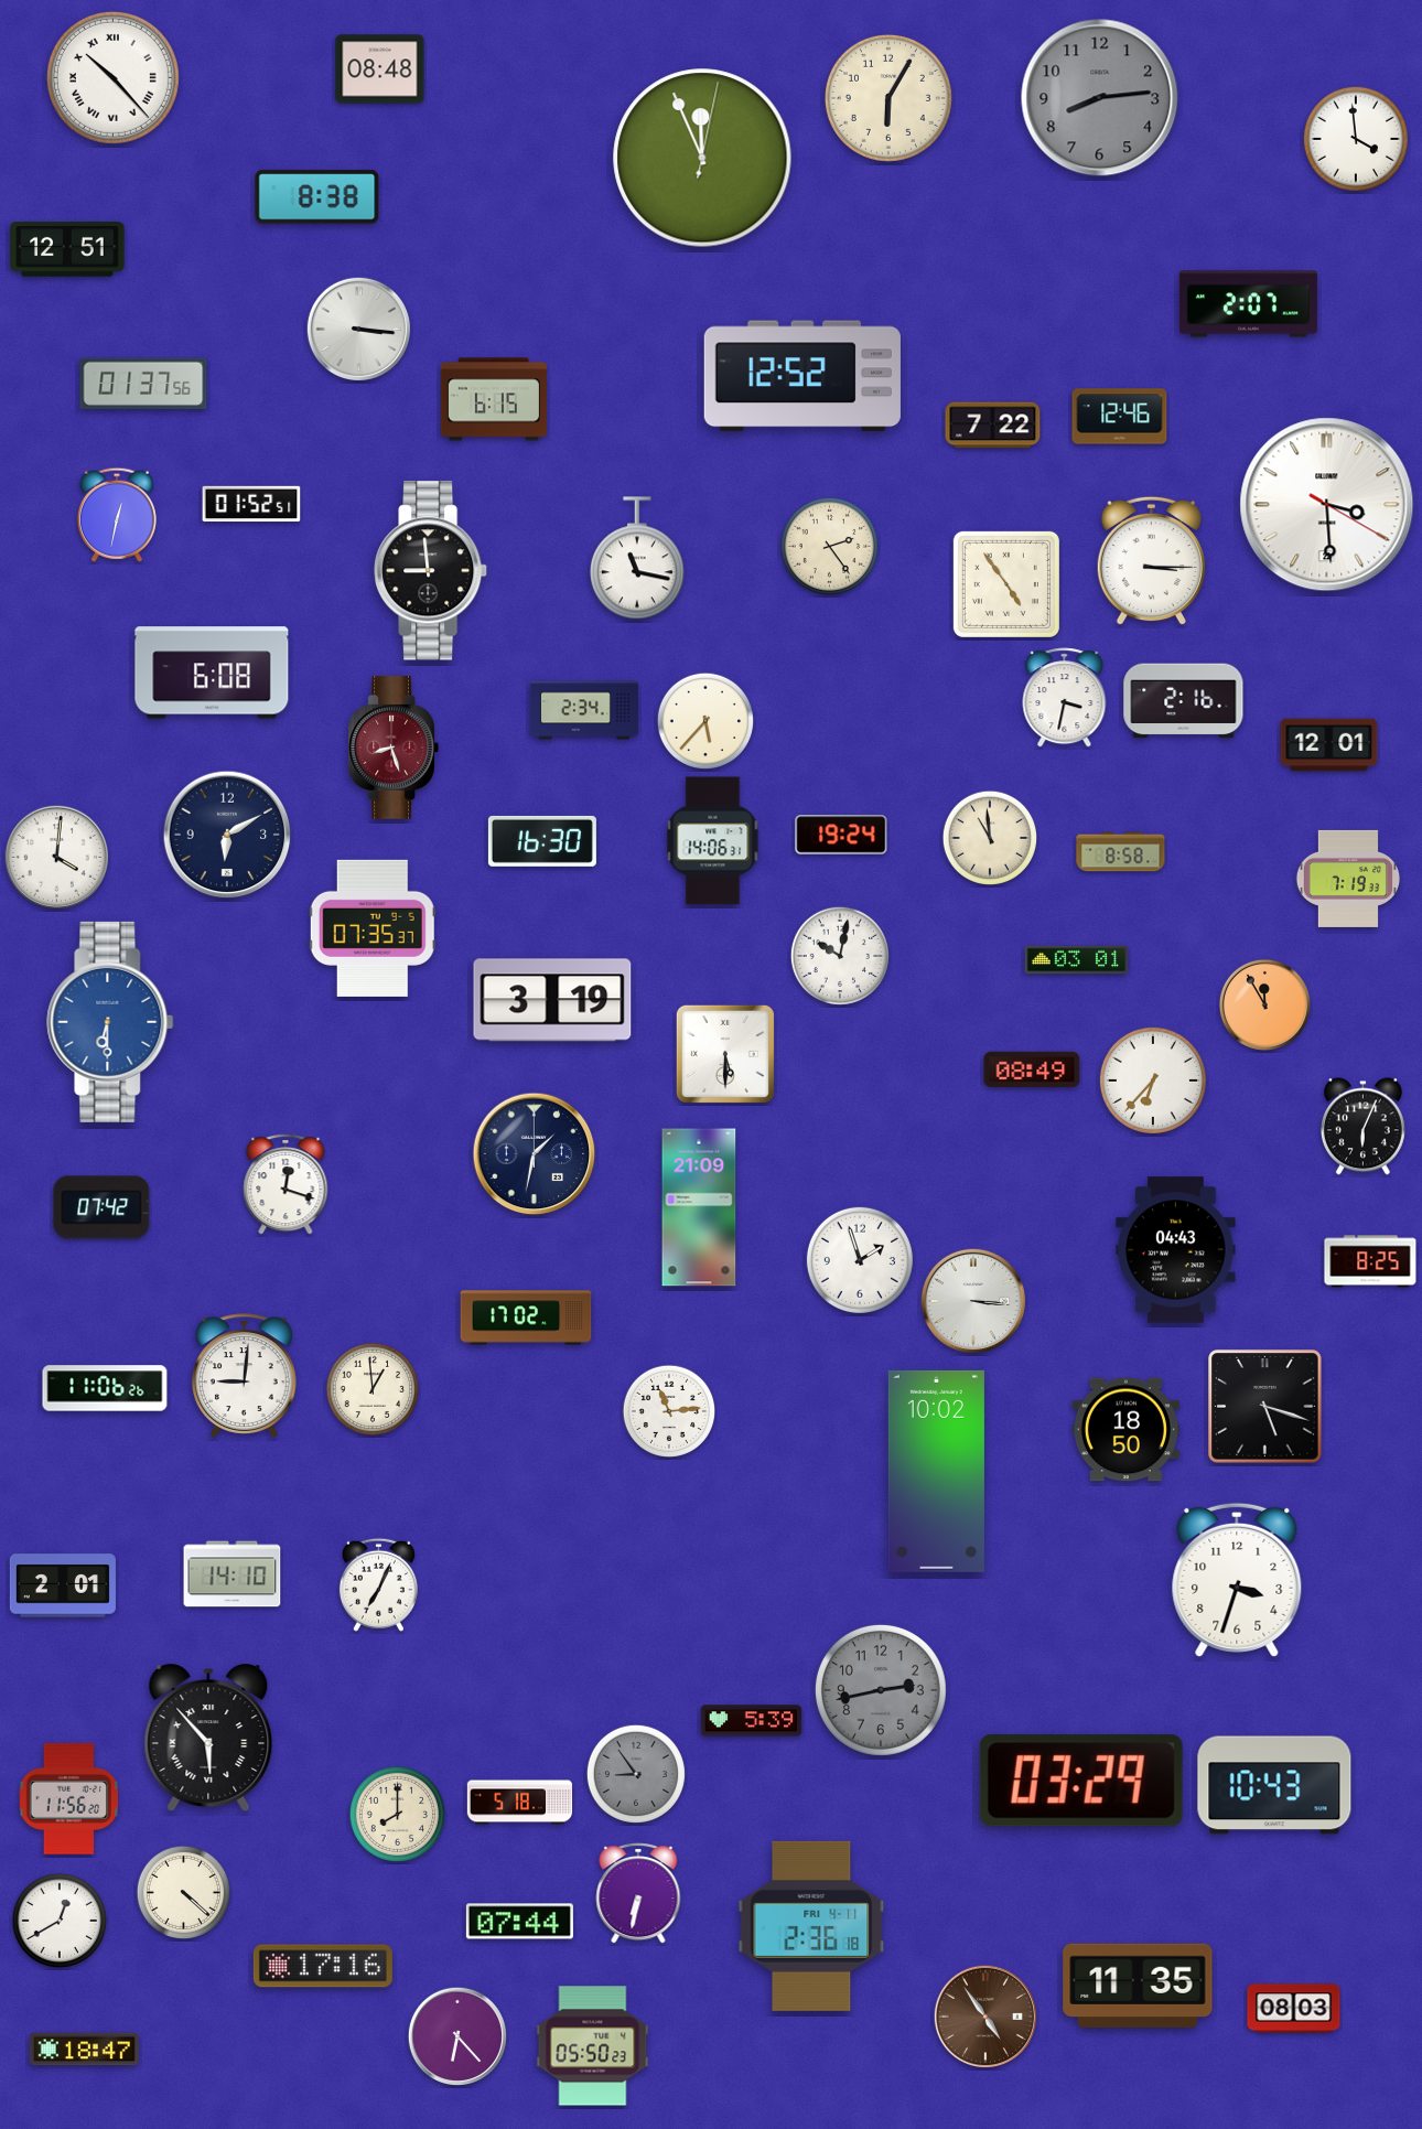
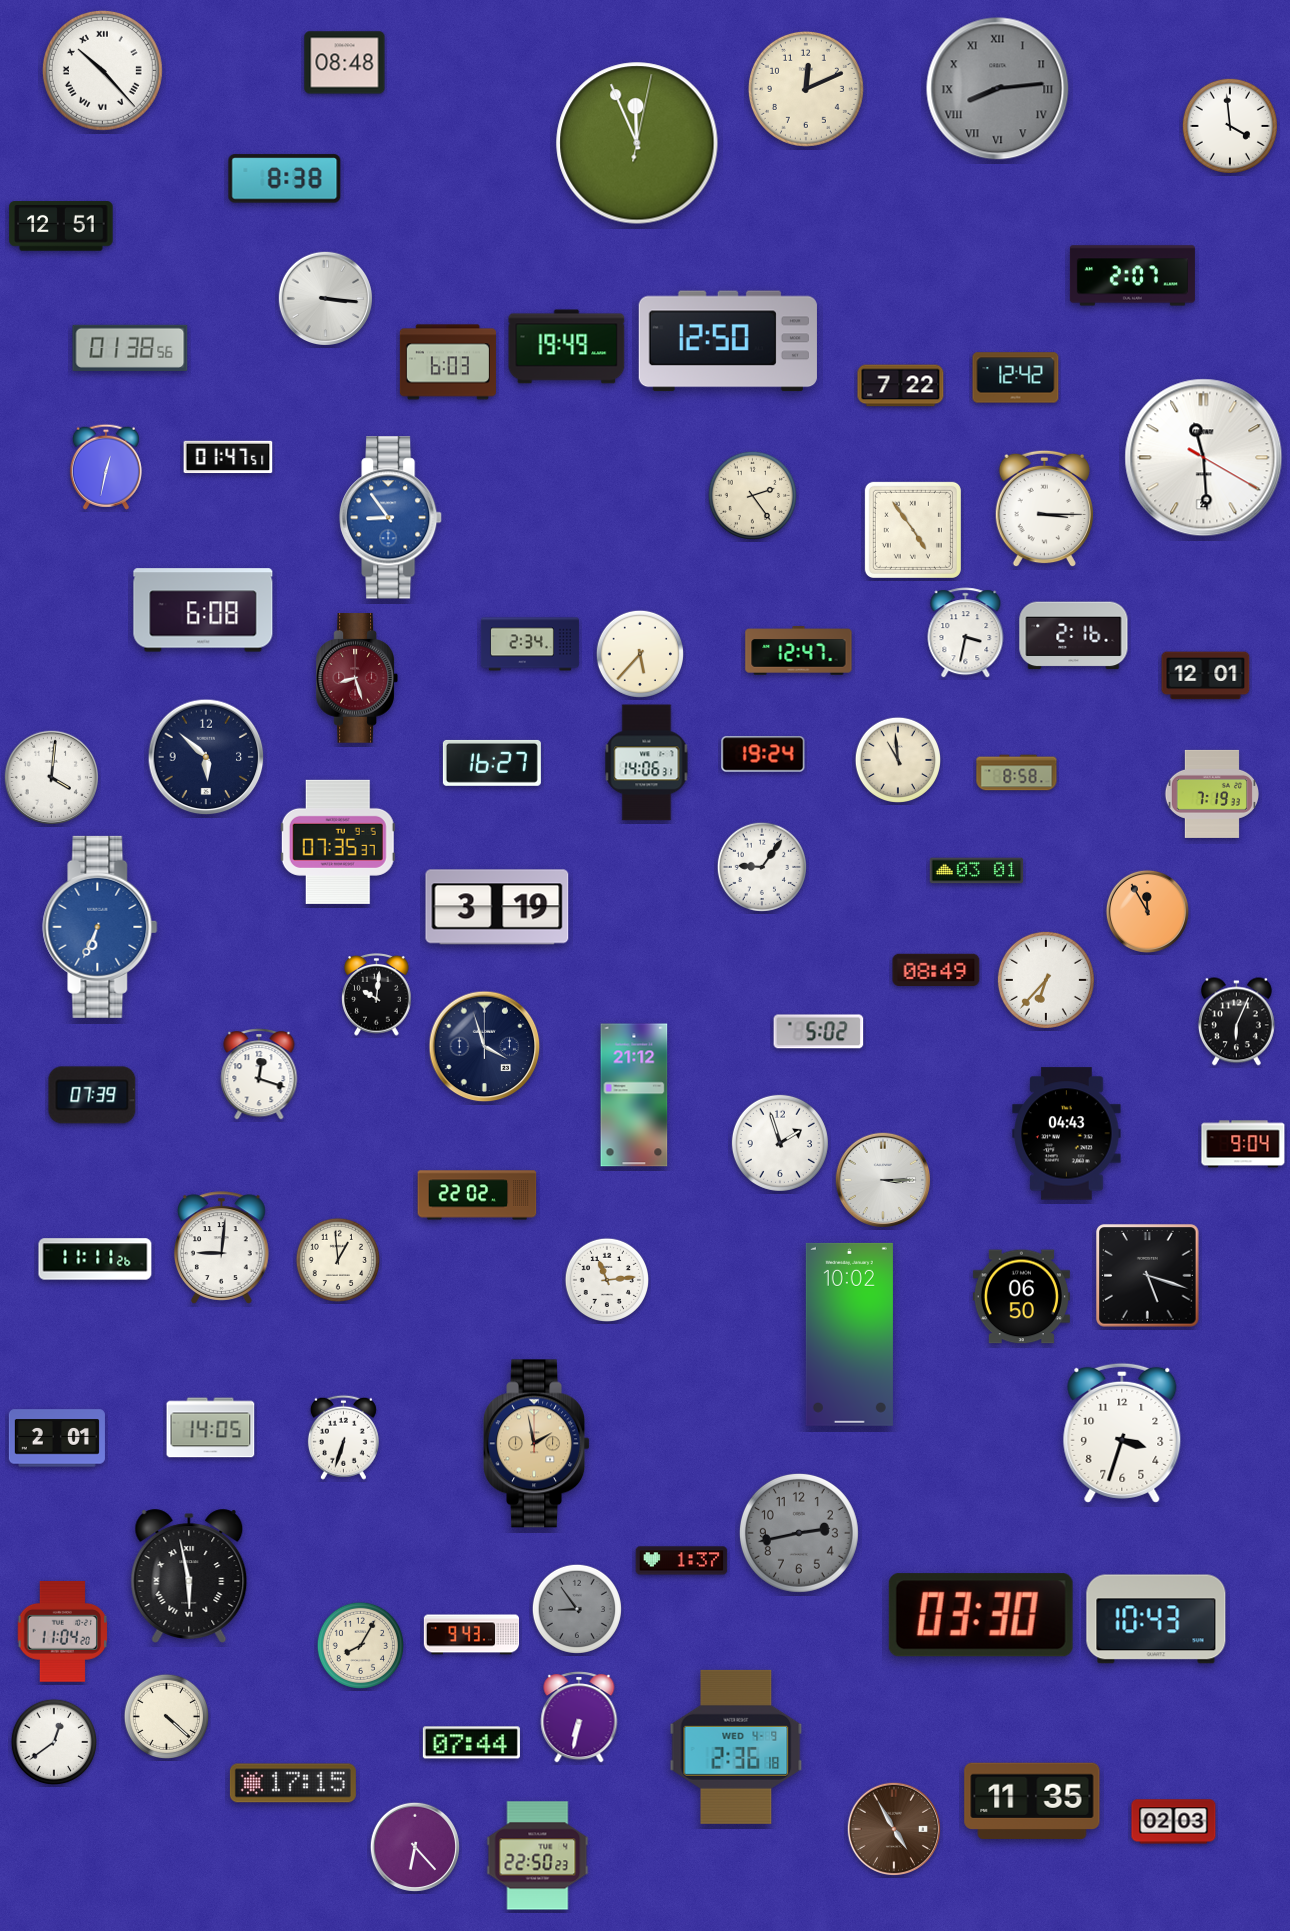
clock at (888, 98): 6:05 -> 12:11
clock at (1100, 98) numerals: Arabic -> Roman
clock at (317, 197) position: (317, 197) -> (285, 179)
clock at (802, 376): 12:52 -> 12:50
clock at (567, 347): none -> 19:49
clock at (143, 384): 01:37 -> 01:38
clock at (494, 399): 6:15 -> 6:03
clock at (1120, 417): 12:46 -> 12:42
clock at (251, 504): 01:52 -> 01:47
clock at (1327, 505): 3:29 -> 11:29
clock at (637, 559): 11:17 -> none
clock at (432, 571): 8:59 -> 8:54
clock at (432, 571) dial: black -> blue
clock at (212, 673) position: (212, 673) -> (203, 610)
clock at (799, 651): none -> 12:47
clock at (227, 835): 6:10 -> 5:52
clock at (841, 835) position: (841, 835) -> (763, 754)
clock at (542, 841): 16:30 -> 16:27
clock at (1347, 879) position: (1347, 879) -> (1211, 794)
clock at (840, 956): 10:02 -> 9:06
clock at (552, 1000) position: (552, 1000) -> (497, 907)
clock at (110, 1022): 6:30 -> 6:34
clock at (725, 1054): 5:30 -> none
clock at (377, 995): none -> 10:01
clock at (819, 1032): none -> 5:02
clock at (535, 1154): 1:32 -> 3:57
clock at (101, 1207): 07:42 -> 07:39
clock at (699, 1207): 21:09 -> 21:12
clock at (1370, 1261): 8:25 -> 9:04
clock at (972, 1300): 3:16 -> 3:15
clock at (526, 1318): 17:02 -> 22:02
clock at (105, 1388): 11:06 -> 11:11
clock at (1125, 1430): 18:50 -> 06:50
clock at (233, 1574): 14:10 -> 14:05
clock at (378, 1584): 7:04 -> 6:33
clock at (537, 1444): none -> 1:58
clock at (752, 1721): 5:39 -> 1:37
clock at (208, 1738): 5:53 -> 5:58
clock at (1081, 1781): 03:29 -> 03:30
clock at (69, 1798): 11:56 -> 11:04
clock at (519, 1803): 5:18 -> 9:43
clock at (397, 1814): 8:00 -> 8:05
clock at (58, 1920): 12:40 -> 12:39
clock at (811, 1926) date: FRI 4-11 -> WED 4-9
clock at (323, 1966): 17:16 -> 17:15
clock at (1294, 2009): 08:03 -> 02:03
clock at (984, 2015): 4:54 -> 4:55
clock at (593, 2046): 05:50 -> 22:50
clock at (84, 2050): 18:47 -> none
